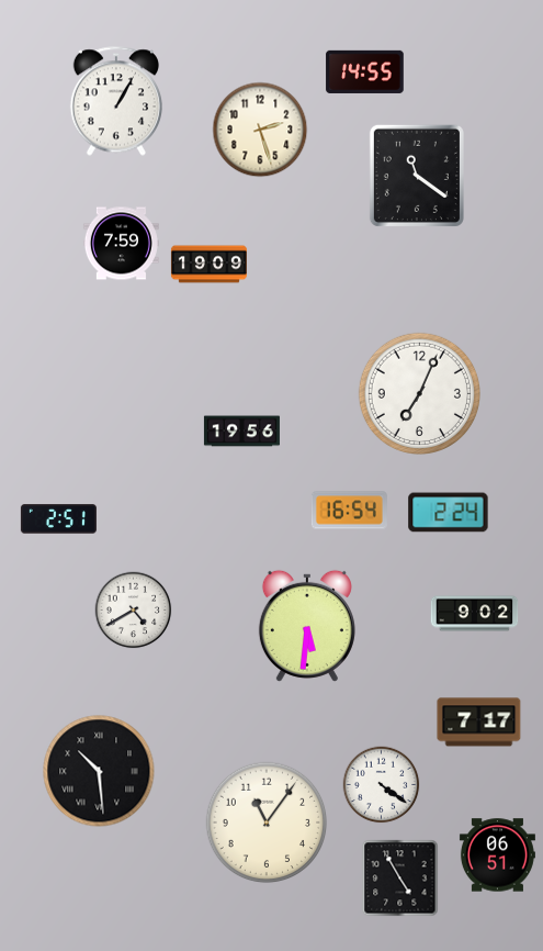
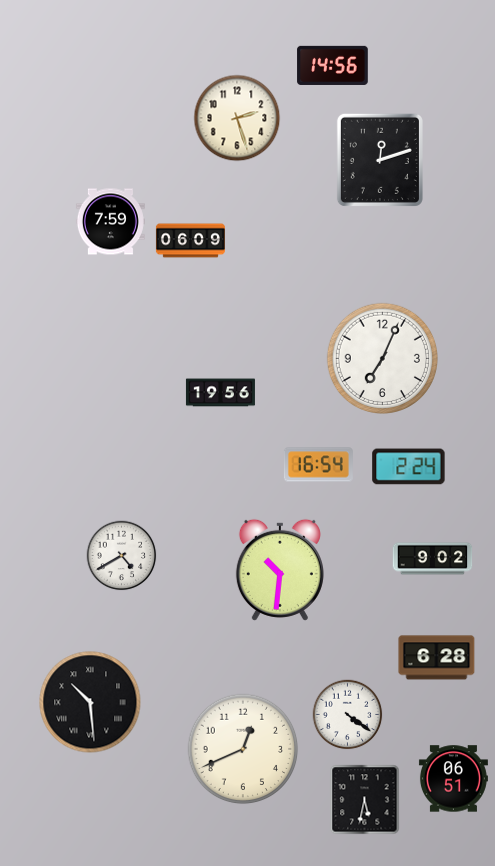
clock at (365, 71): 14:55 -> 14:56
clock at (116, 101): 1:05 -> none
clock at (417, 176): 11:21 -> 12:12
clock at (208, 265): 19:09 -> 06:09
clock at (58, 519): 2:51 -> none
clock at (307, 626): 5:31 -> 10:31
clock at (479, 723): 7:17 -> 6:28
clock at (267, 823): 11:06 -> 12:41
clock at (400, 879): 4:55 -> 5:32
